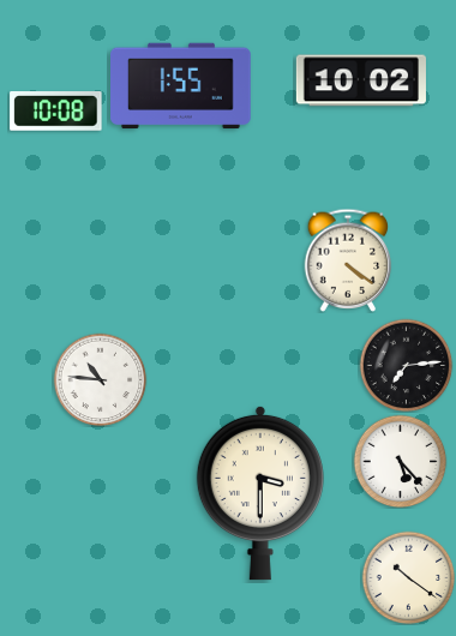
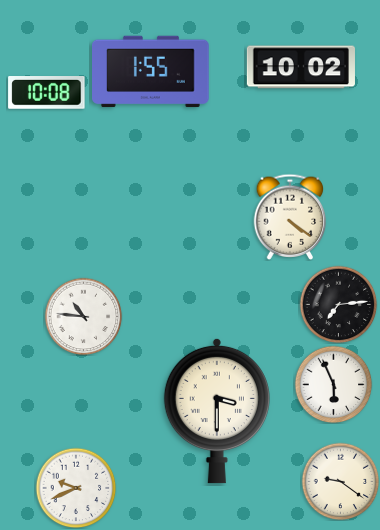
clock at (400, 461): 5:23 -> 5:56
clock at (408, 577): 10:21 -> 9:21
clock at (76, 488): none -> 9:41
